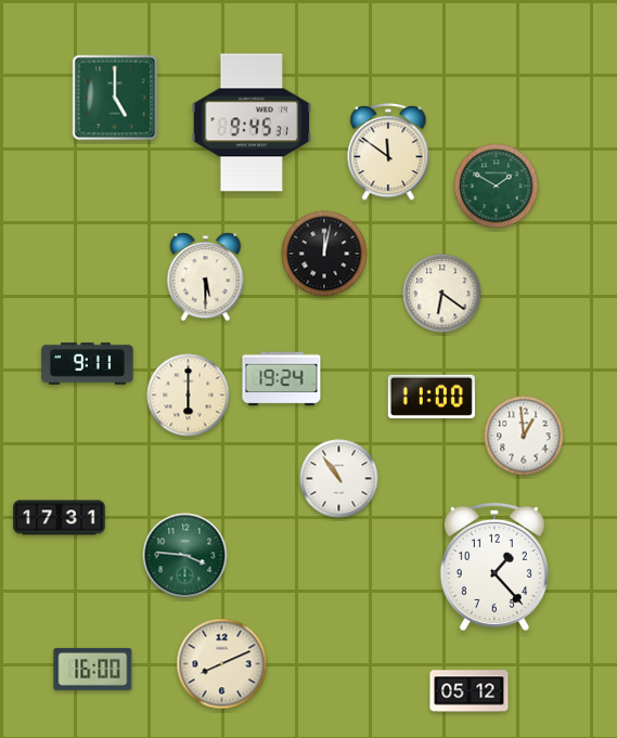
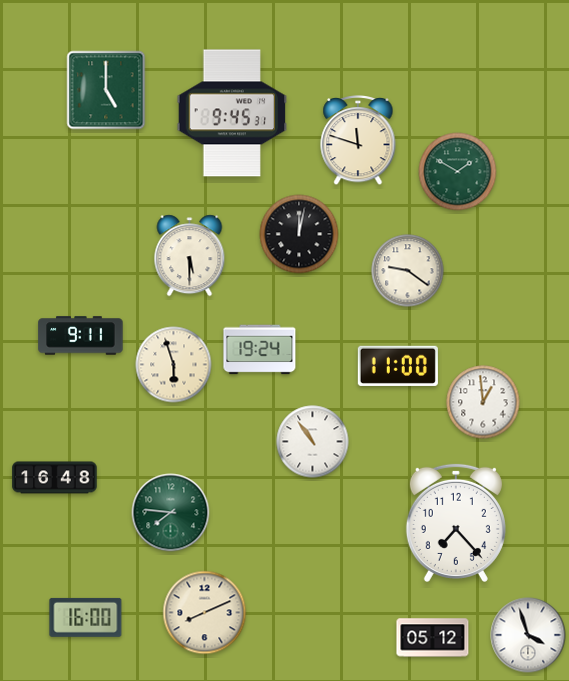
clock at (388, 153): 11:51 -> 11:48
clock at (442, 294): 6:21 -> 9:21
clock at (189, 396): 6:00 -> 5:57
clock at (60, 518): 17:31 -> 16:48
clock at (185, 556): 3:46 -> 7:46
clock at (494, 567): 1:23 -> 7:23
clock at (528, 635): none -> 3:57
